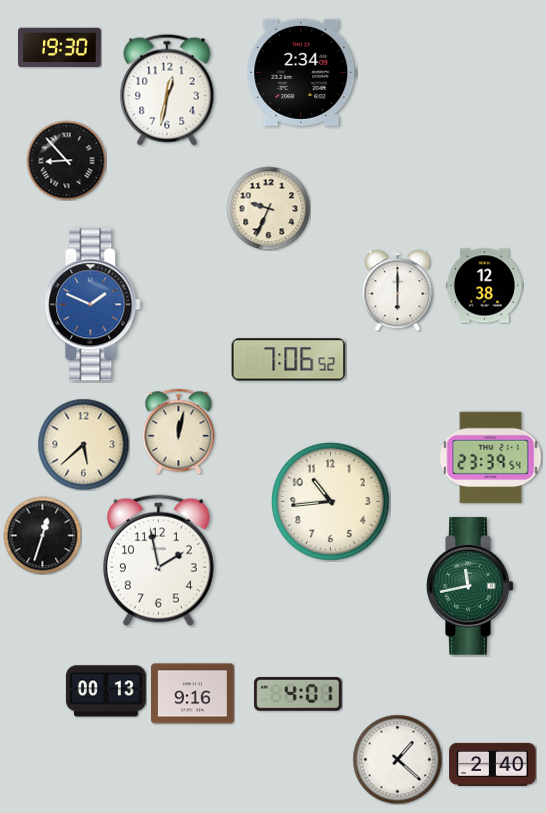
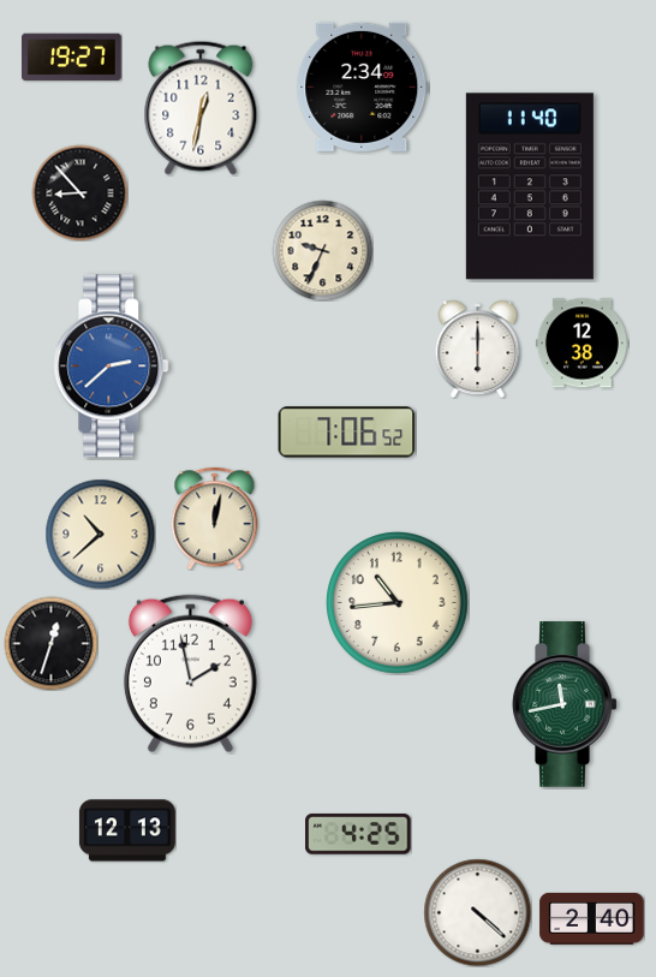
clock at (60, 48): 19:30 -> 19:27
clock at (530, 186): none -> 11:40
clock at (93, 305): 1:49 -> 2:38
clock at (83, 444): 5:38 -> 10:38
clock at (491, 458): 23:39 -> none
clock at (106, 691): 00:13 -> 12:13
clock at (193, 694): 9:16 -> none
clock at (298, 694): 4:01 -> 4:25
clock at (397, 759): 1:22 -> 4:22
